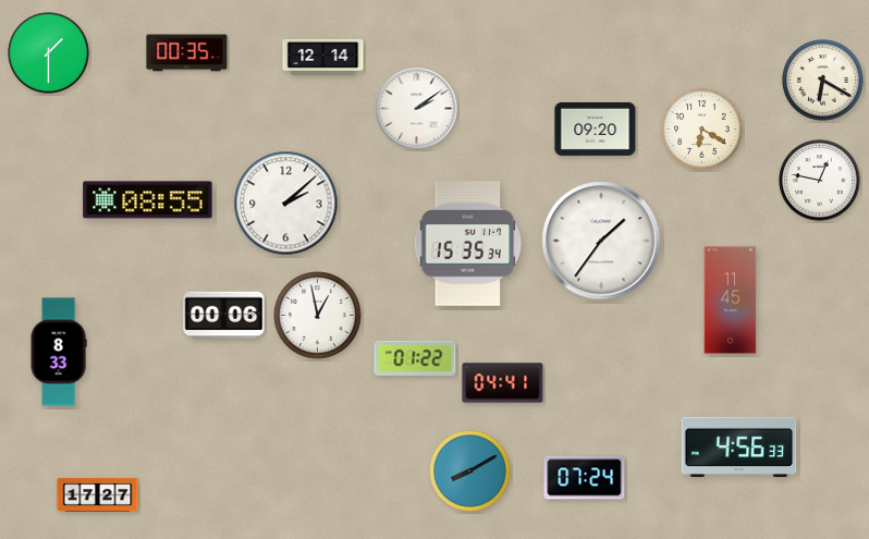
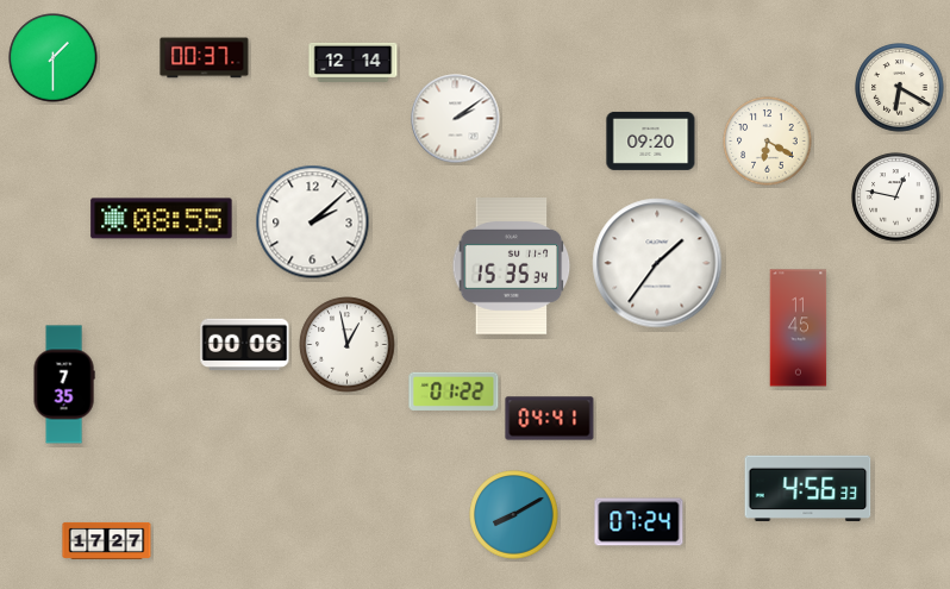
clock at (187, 53): 00:35 -> 00:37
clock at (59, 352): 8:33 -> 7:35
